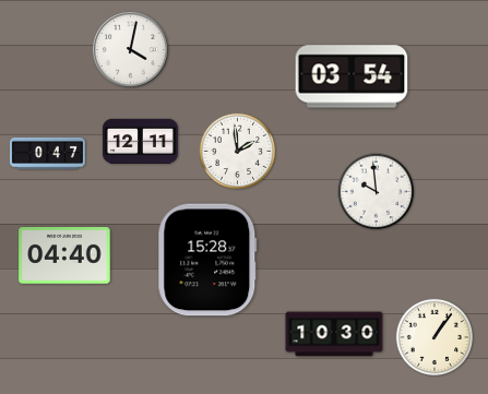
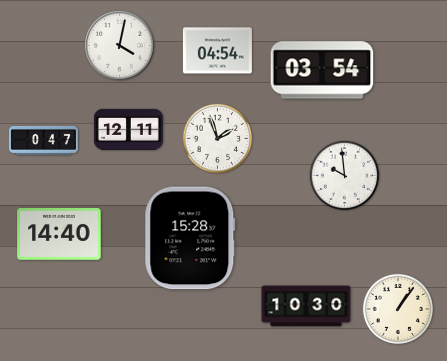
clock at (217, 51): none -> 04:54
clock at (238, 152): 1:59 -> 1:57
clock at (64, 256): 04:40 -> 14:40
